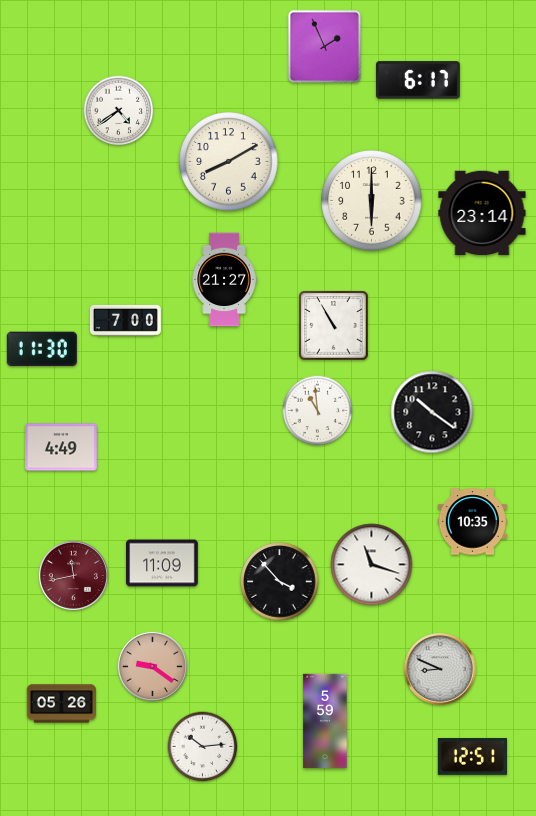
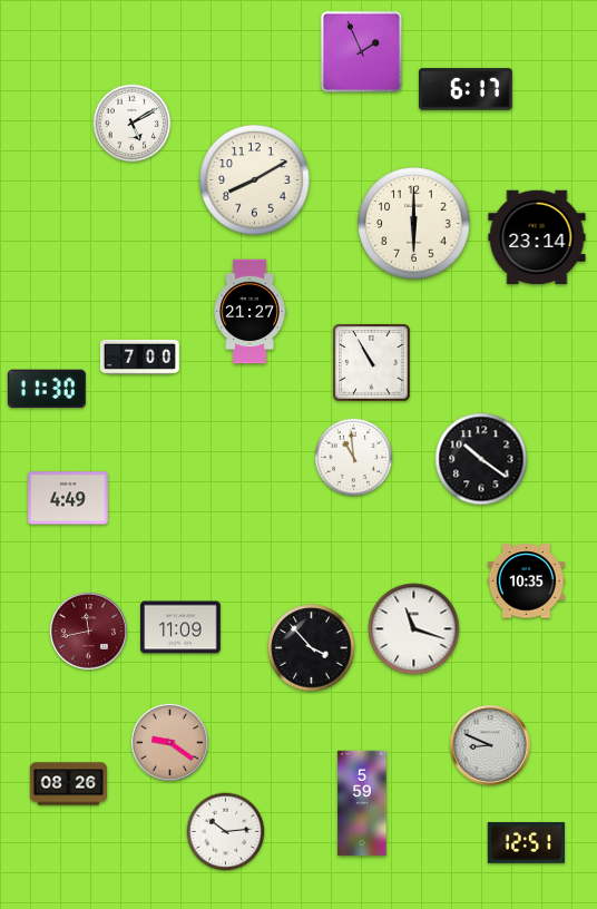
clock at (119, 111): 4:39 -> 5:10
clock at (73, 575) position: (73, 575) -> (88, 631)
clock at (61, 704): 05:26 -> 08:26
